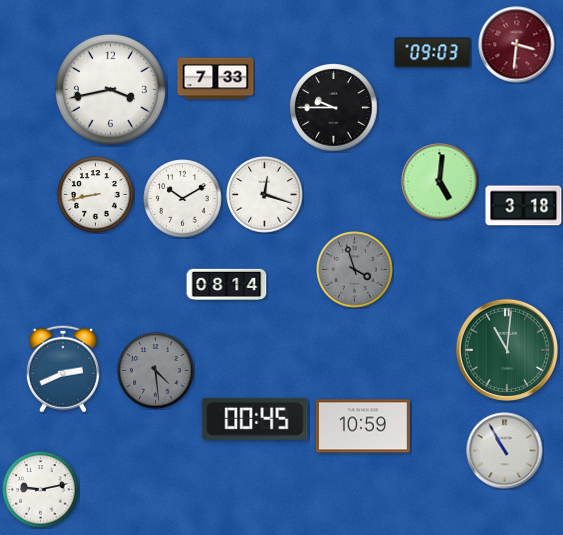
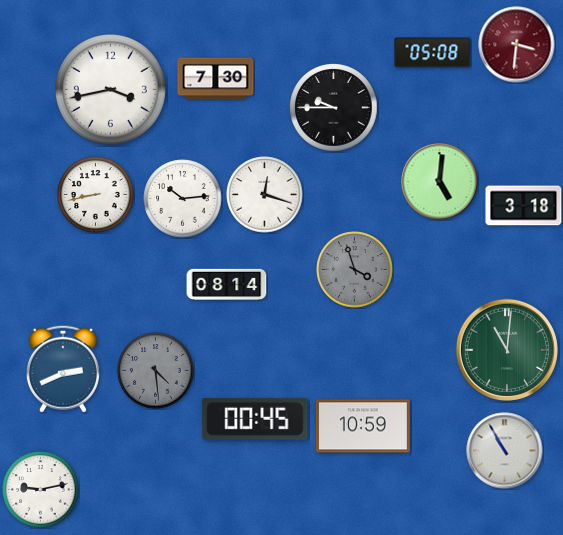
clock at (433, 53): 09:03 -> 05:08
clock at (216, 79): 7:33 -> 7:30
clock at (183, 199): 10:10 -> 10:14
